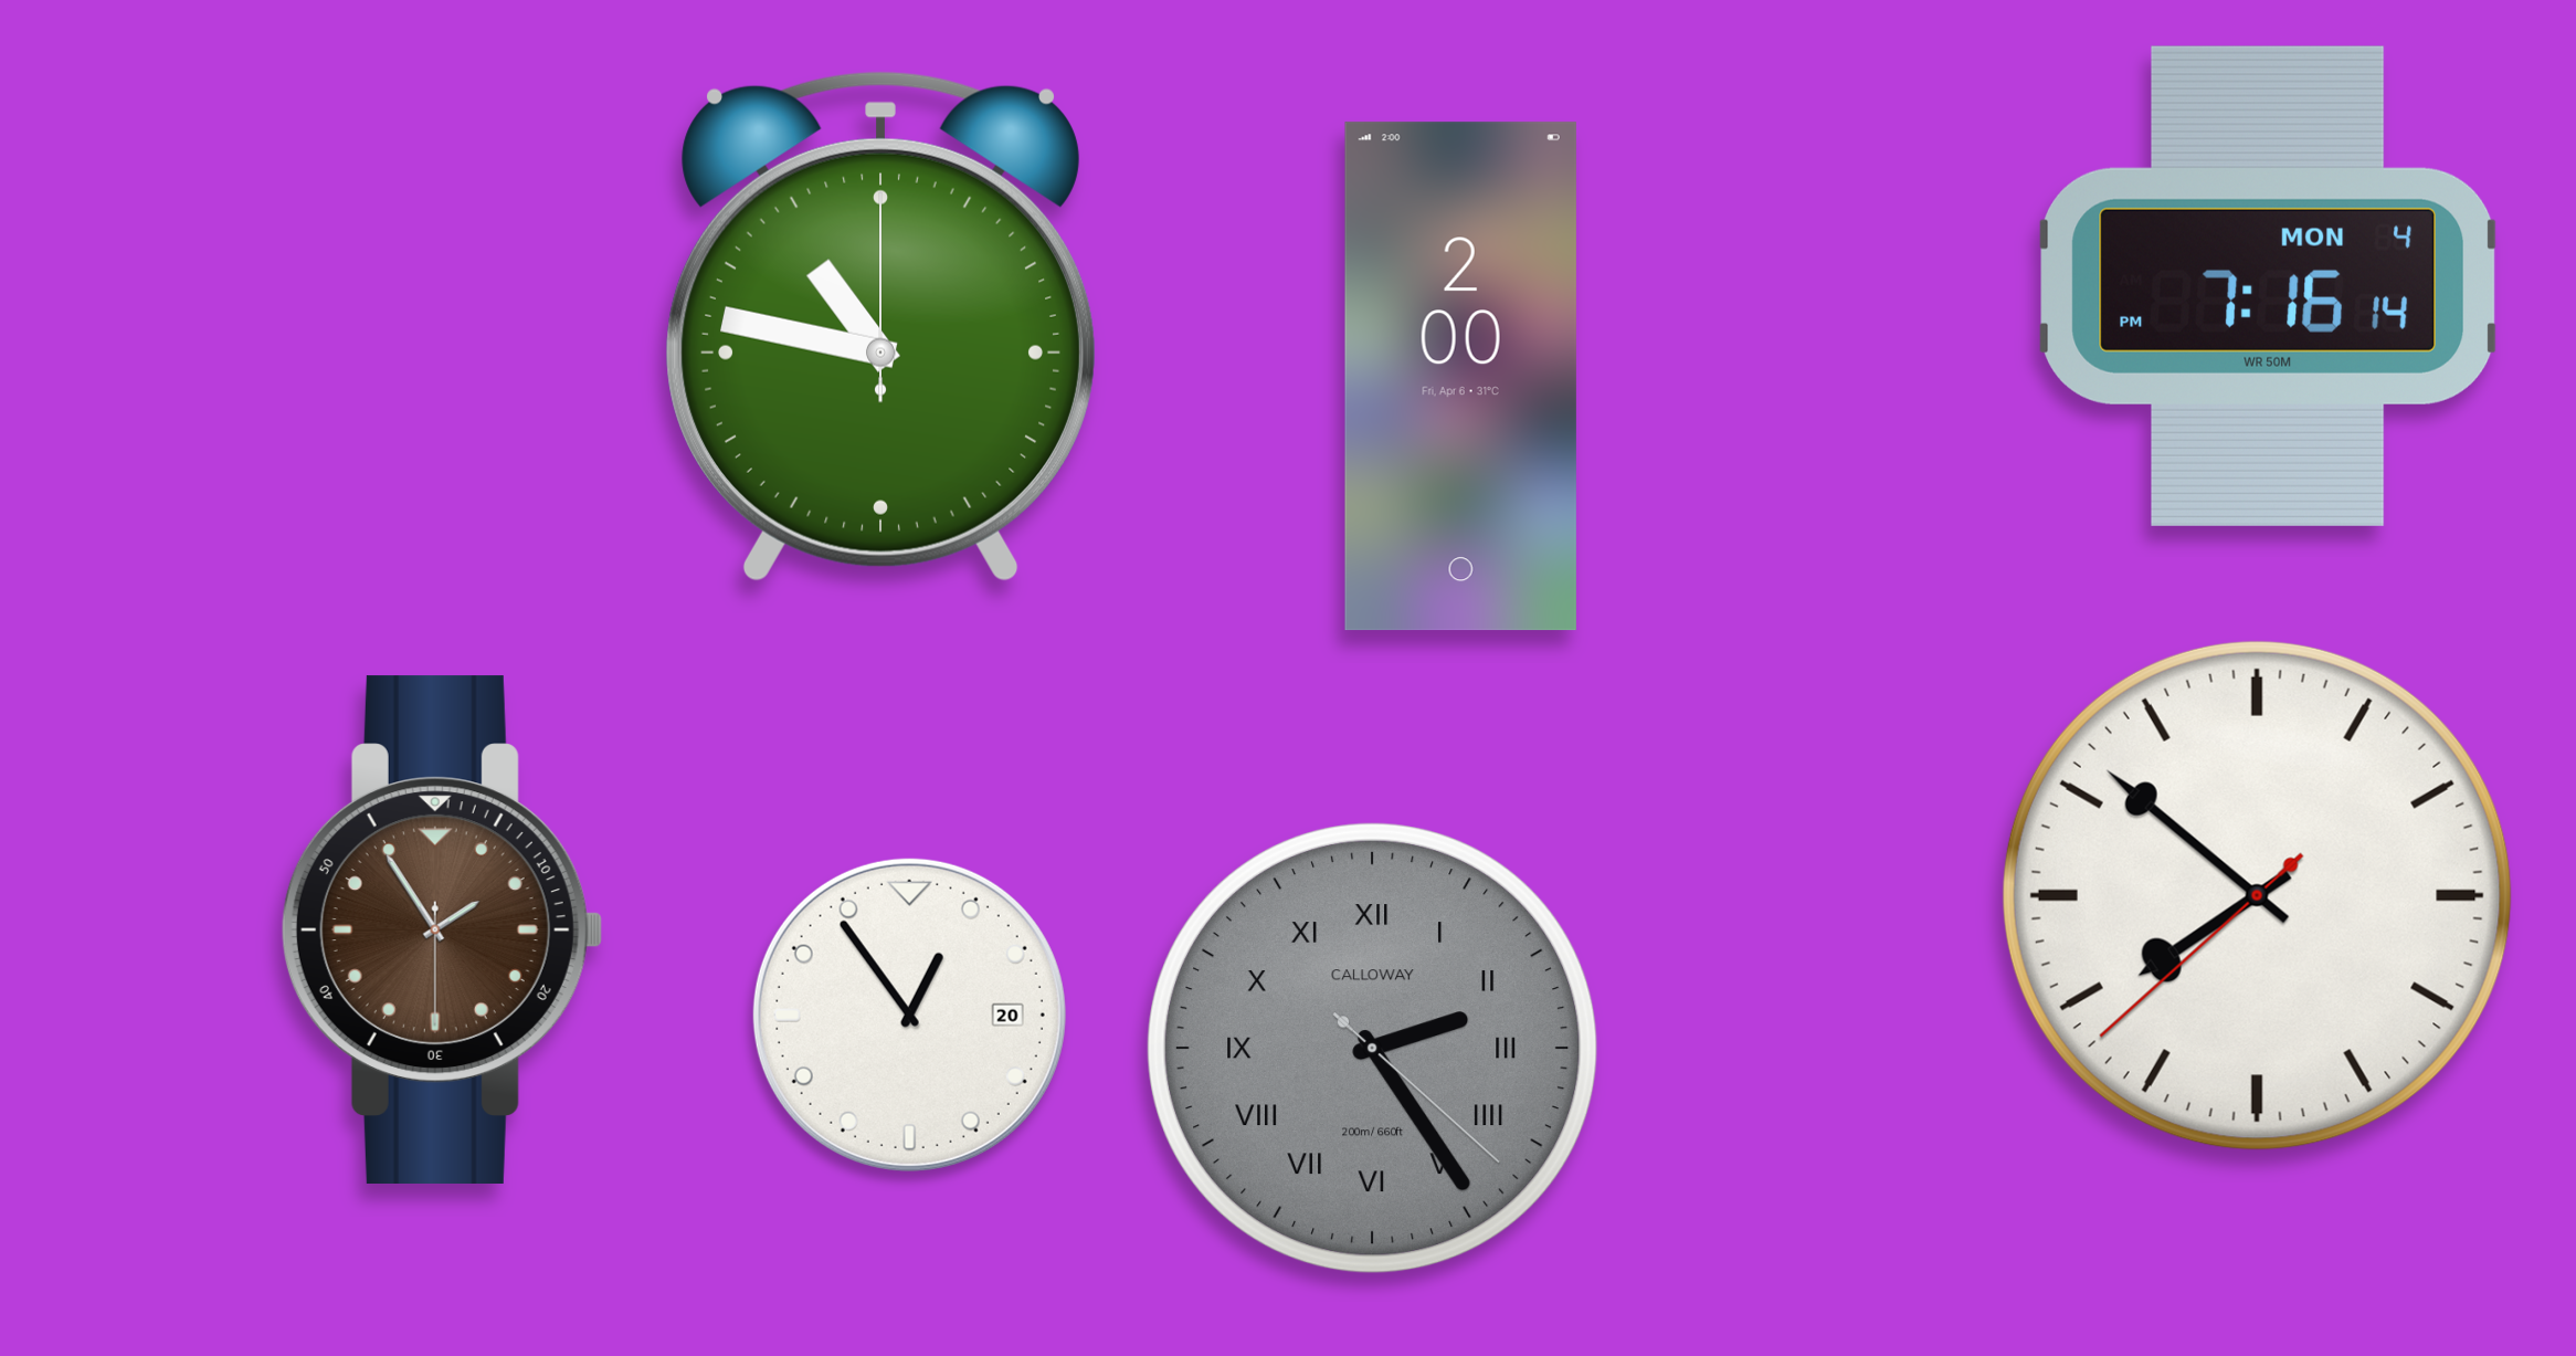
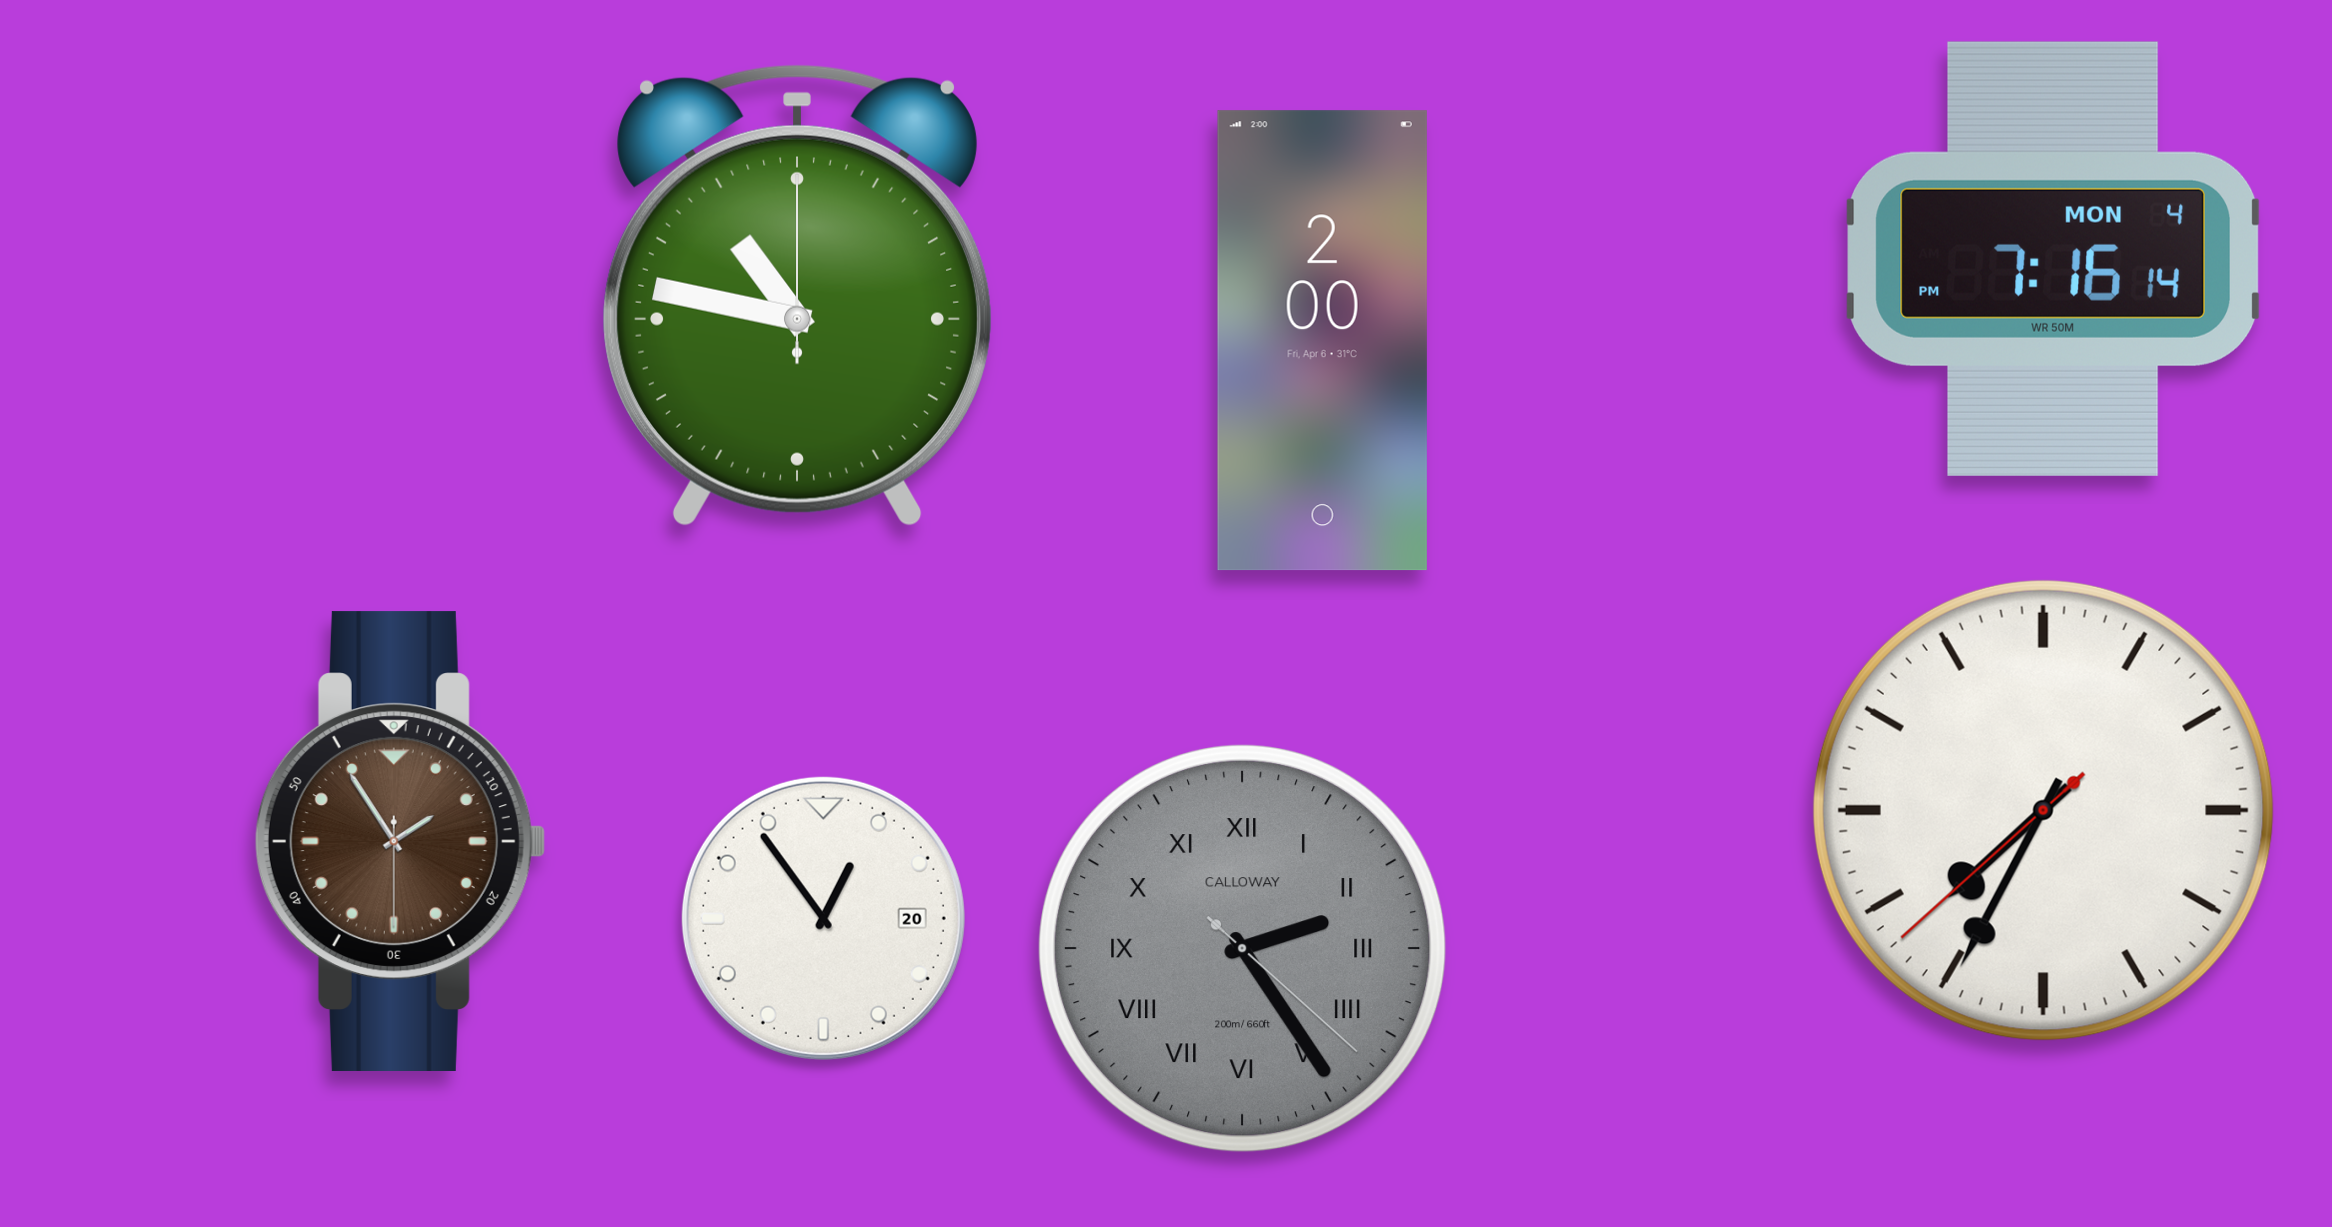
clock at (2257, 895): 7:51 -> 7:34
